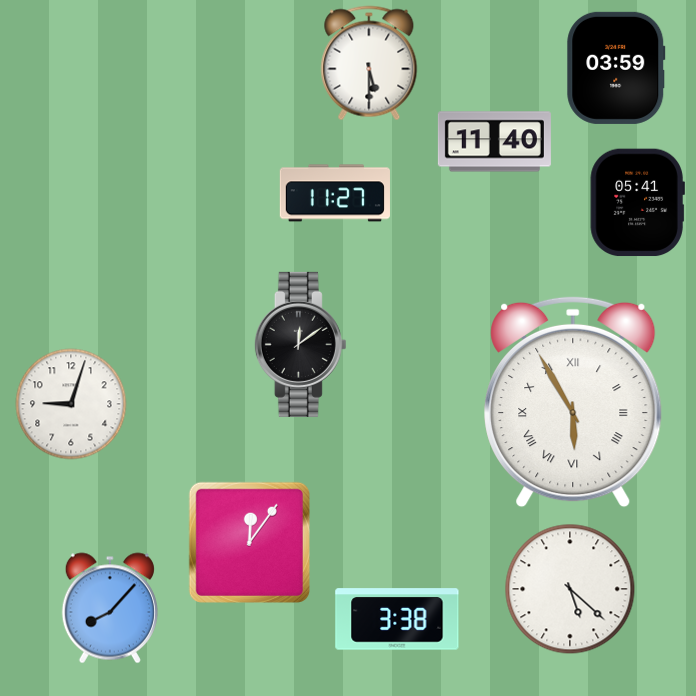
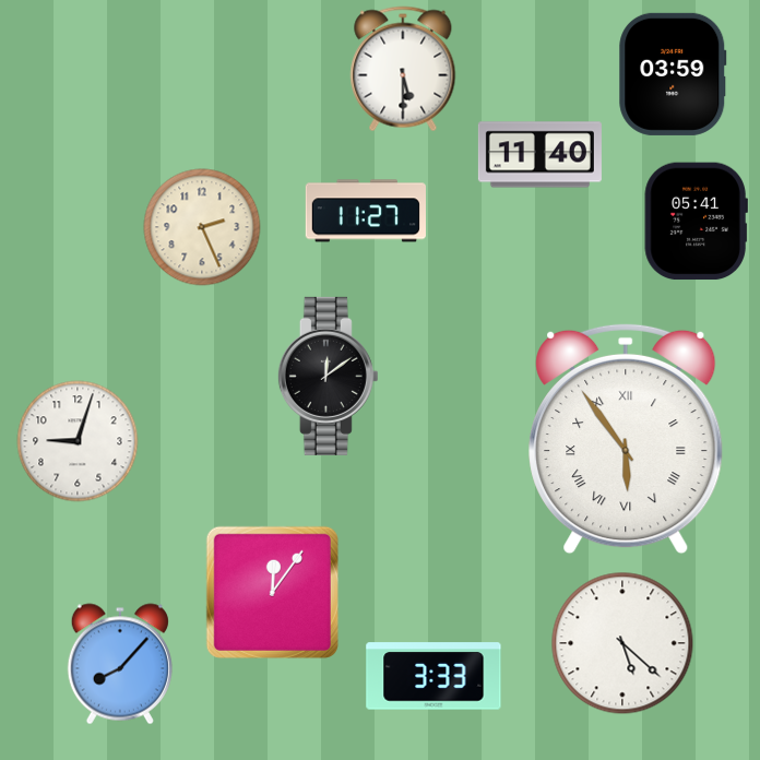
clock at (202, 227): none -> 2:26
clock at (573, 402): 5:55 -> 5:54
clock at (397, 619): 3:38 -> 3:33
